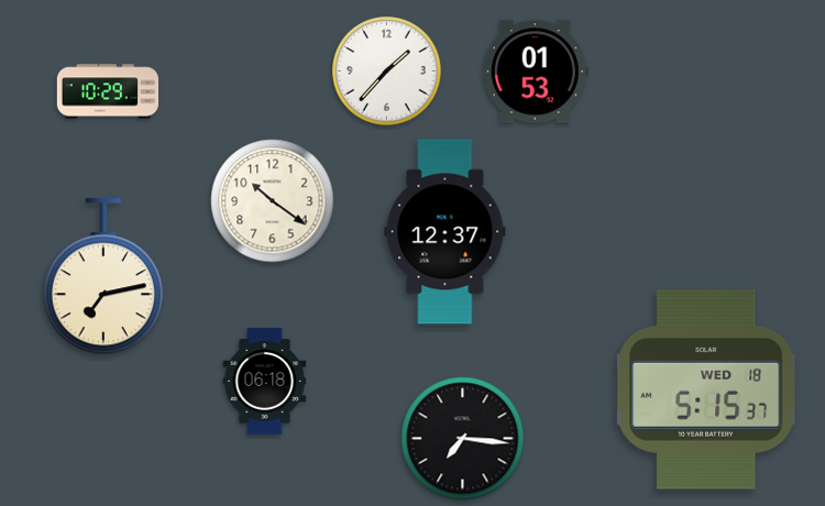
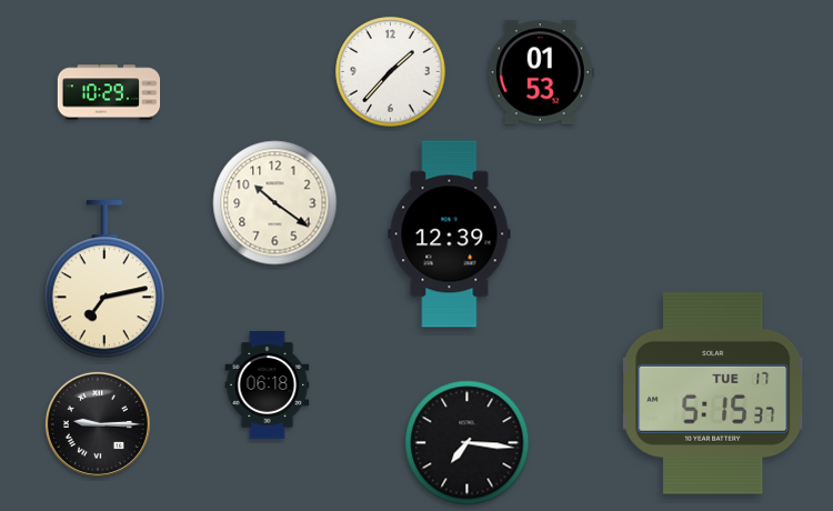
clock at (446, 232): 12:37 -> 12:39
clock at (706, 389) date: WED 18 -> TUE 17
clock at (98, 424): none -> 9:15
